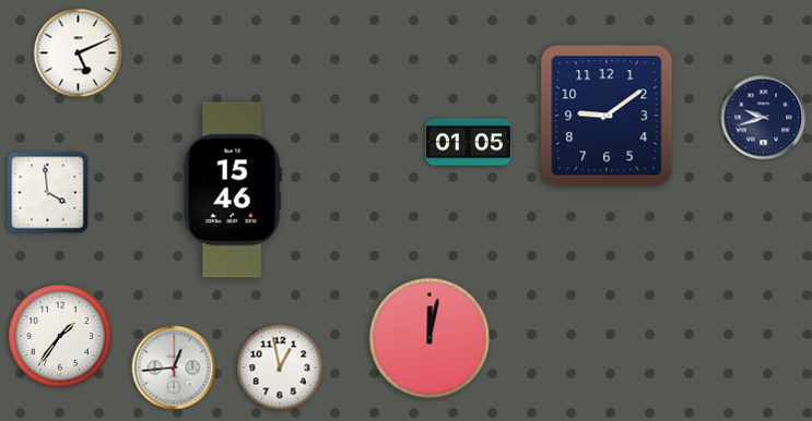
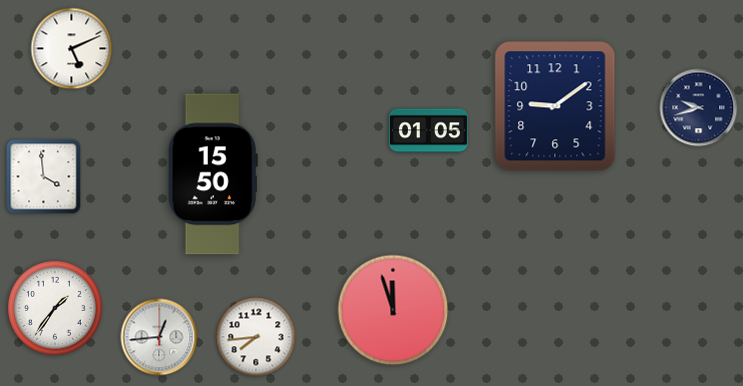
clock at (233, 190): 15:46 -> 15:50
clock at (429, 338): 12:02 -> 11:57
clock at (280, 368): 12:58 -> 7:44
